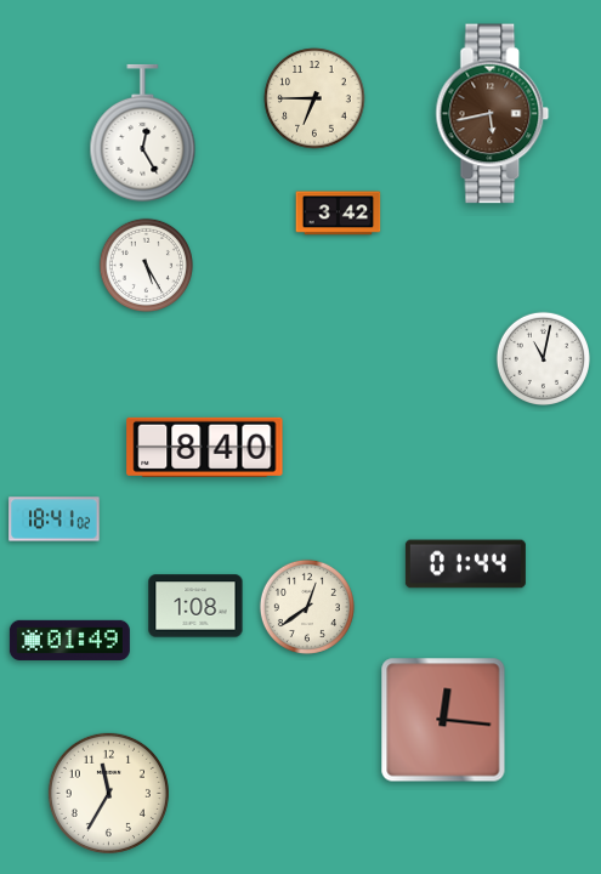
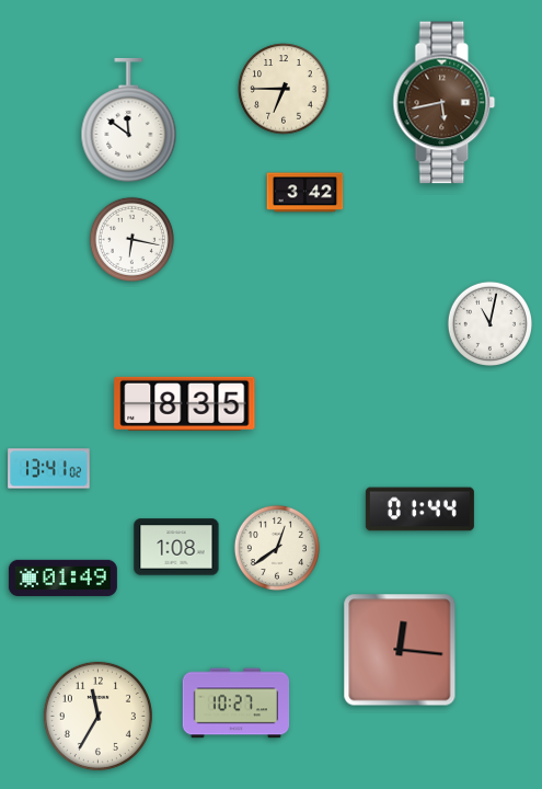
clock at (143, 132): 12:25 -> 11:51
clock at (146, 265): 5:25 -> 6:17
clock at (205, 447): 8:40 -> 8:35
clock at (55, 520): 18:41 -> 13:41
clock at (237, 704): none -> 10:27
